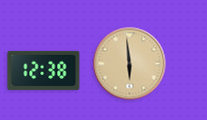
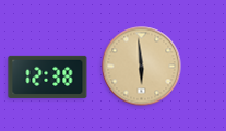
clock at (130, 64) position: (130, 64) -> (142, 67)
